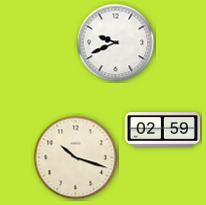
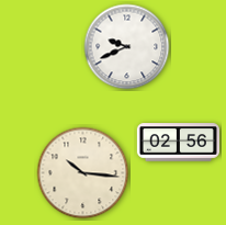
clock at (162, 130): 02:59 -> 02:56
clock at (76, 158): 10:18 -> 10:16
